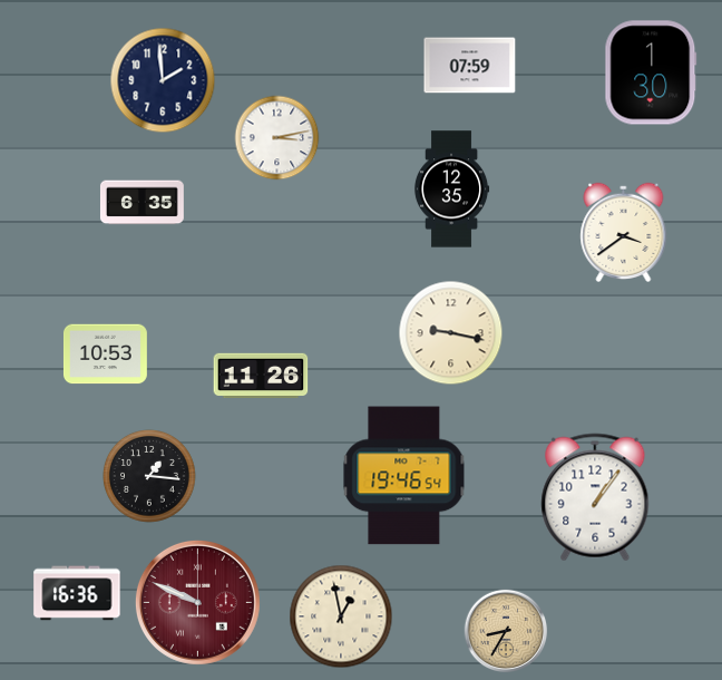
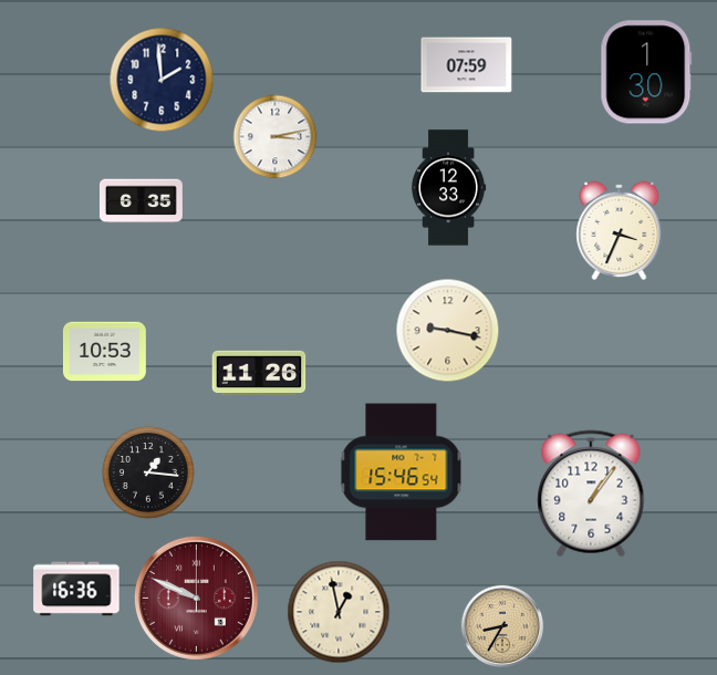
clock at (451, 190): 12:35 -> 12:33
clock at (624, 232): 3:39 -> 3:34
clock at (404, 476): 19:46 -> 15:46
